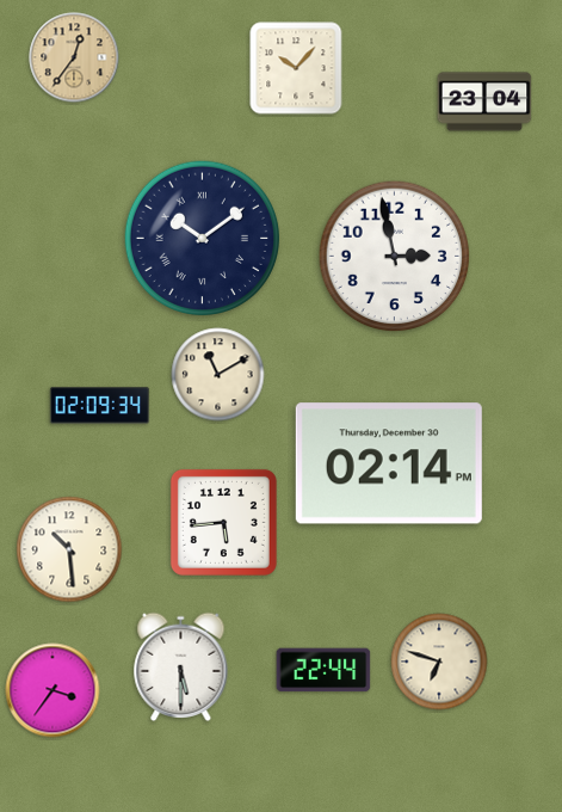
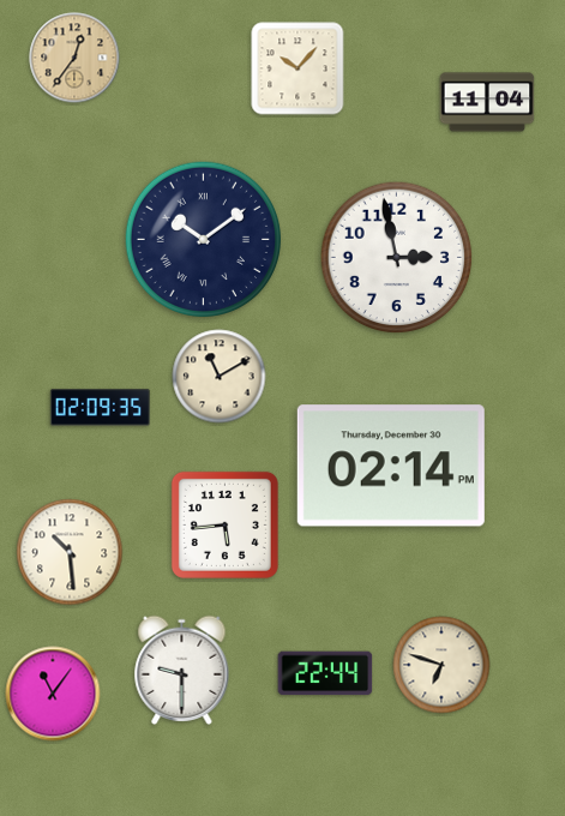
clock at (484, 101): 23:04 -> 11:04
clock at (99, 406): 02:09:34 -> 02:09:35
clock at (181, 666): 5:30 -> 9:30
clock at (53, 690): 3:36 -> 11:06
